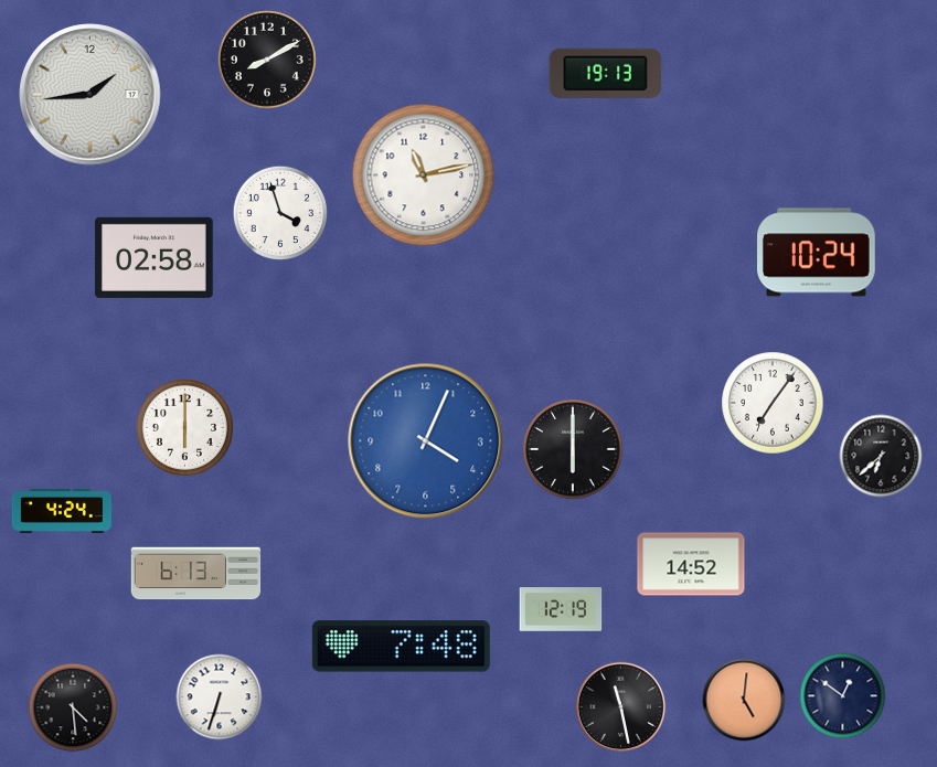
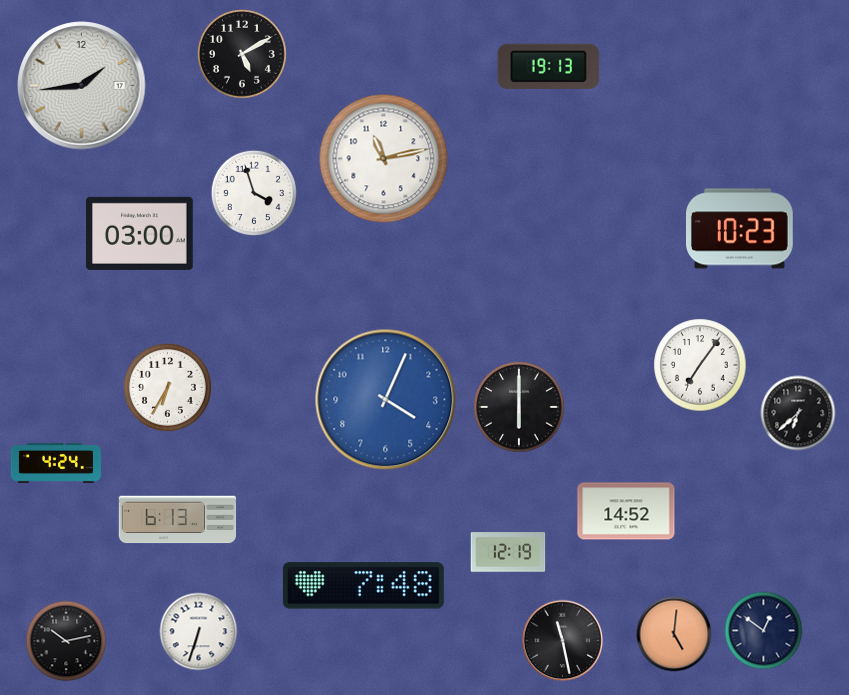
clock at (267, 60): 8:10 -> 5:10
clock at (817, 253): 10:24 -> 10:23
clock at (155, 257): 02:58 -> 03:00
clock at (184, 427): 6:00 -> 6:35
clock at (73, 707): 4:29 -> 10:13
